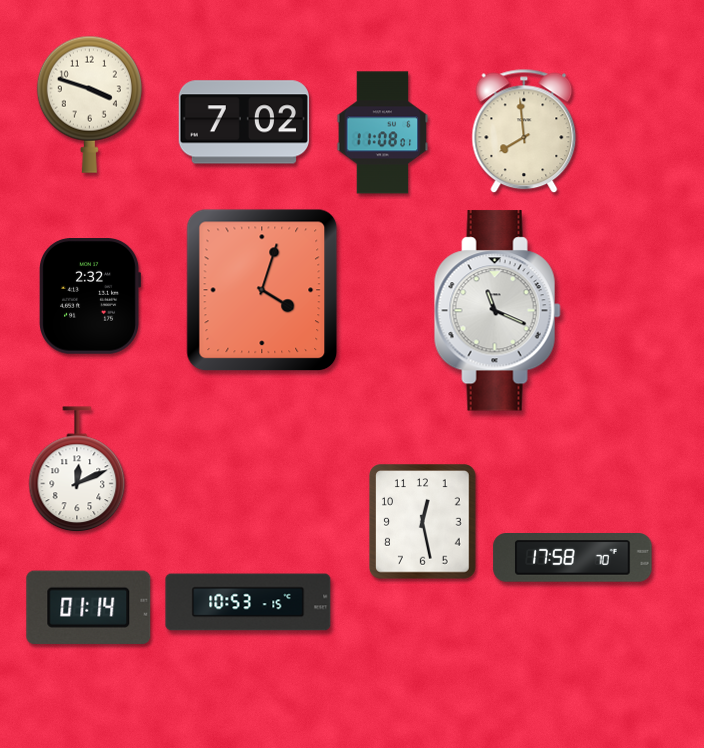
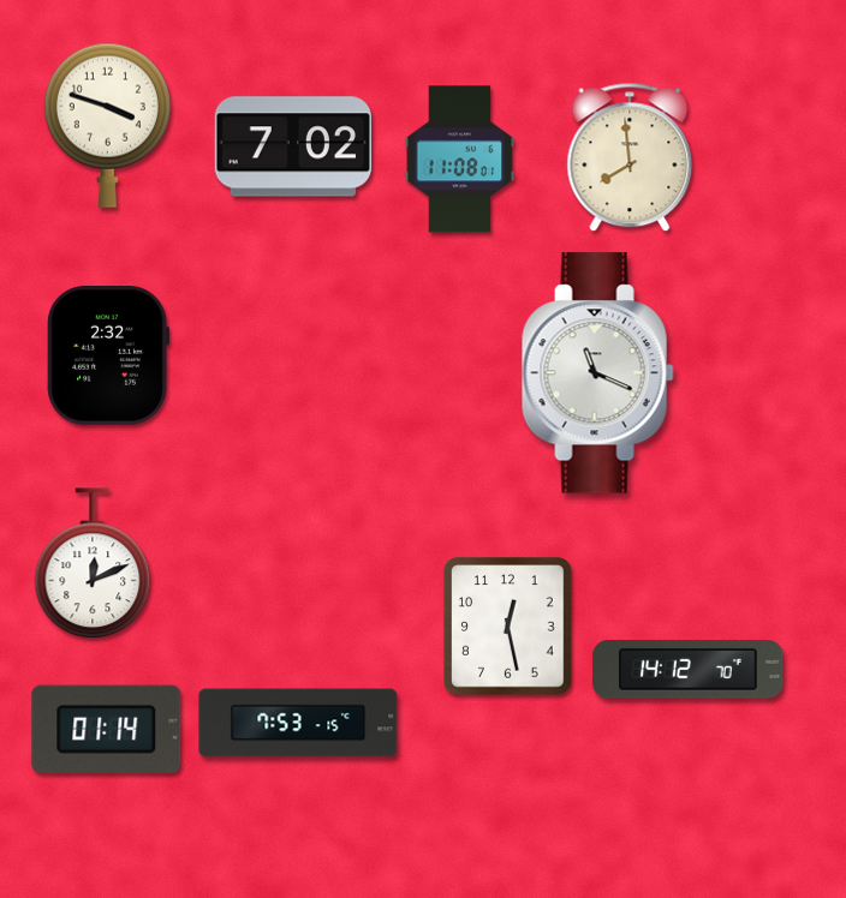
clock at (262, 290): 4:03 -> none
clock at (573, 558): 17:58 -> 14:12
clock at (248, 602): 10:53 -> 7:53
